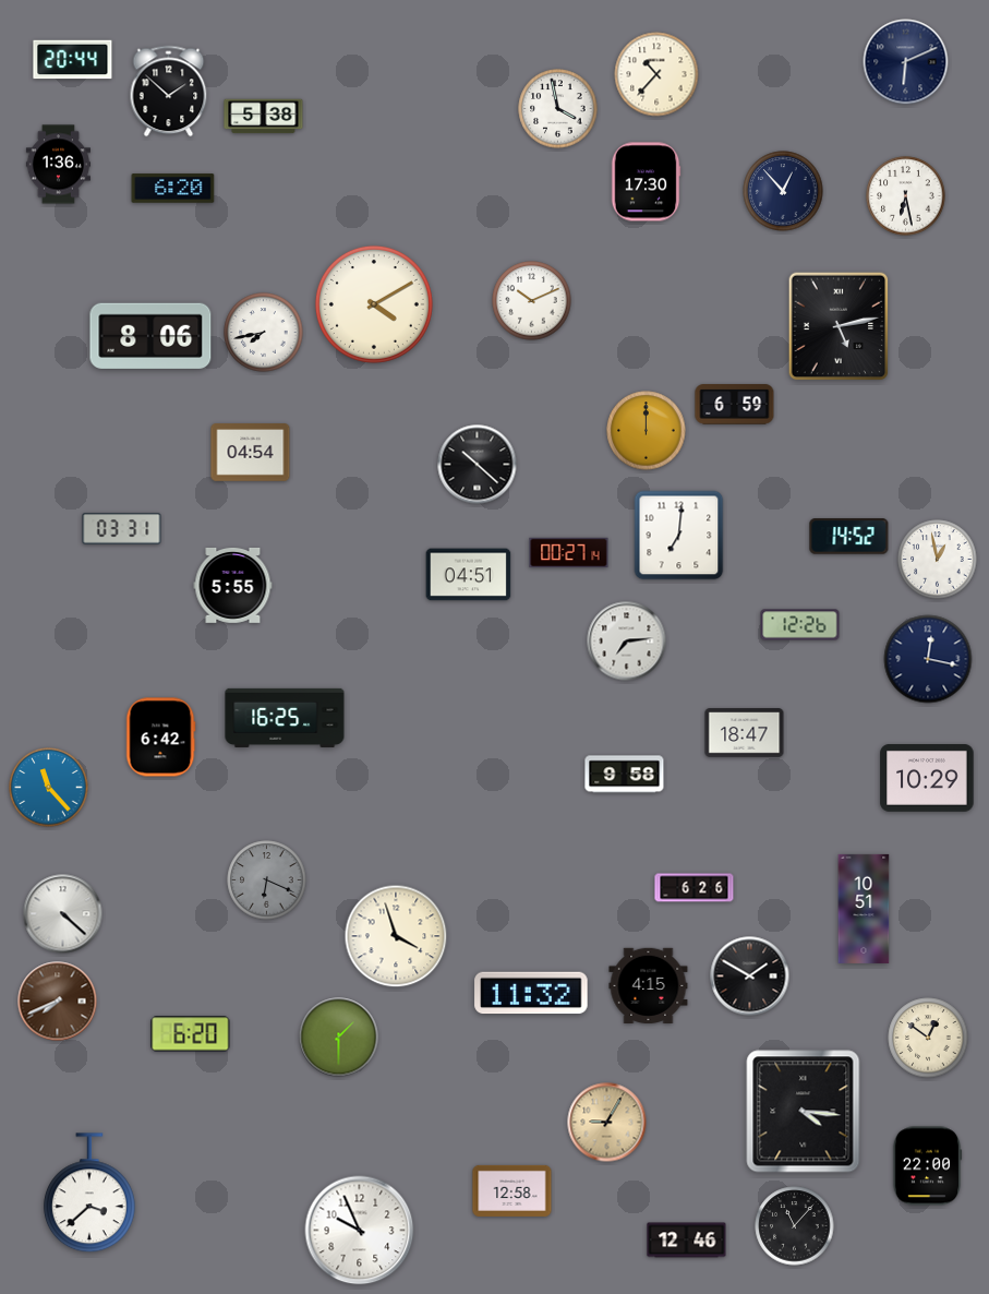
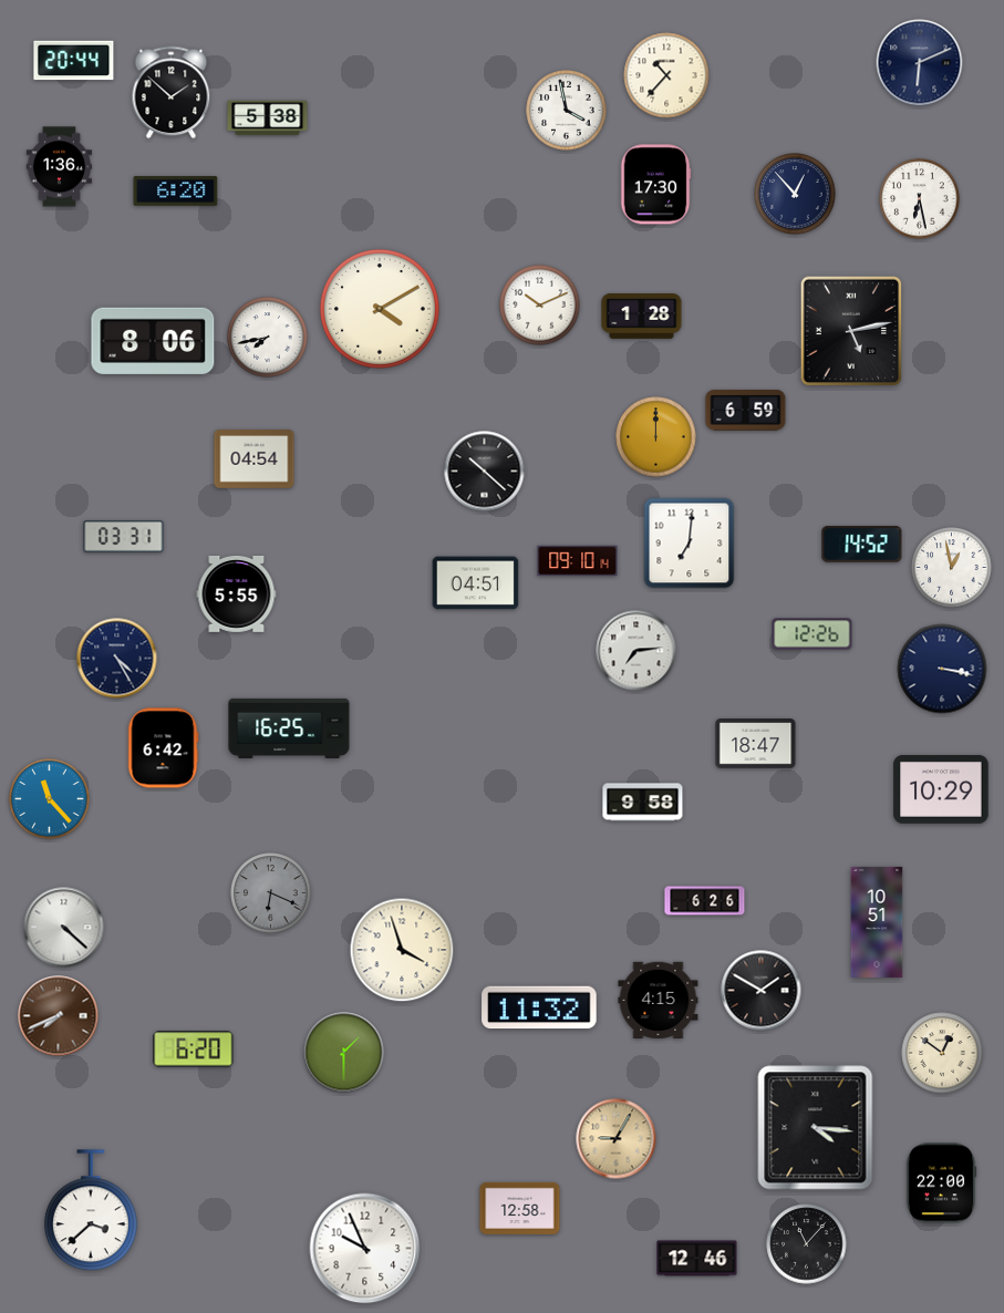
clock at (642, 317): none -> 1:28
clock at (569, 553): 00:27 -> 09:10
clock at (117, 659): none -> 4:25
clock at (928, 659): 12:17 -> 3:17
clock at (625, 775) position: (625, 775) -> (643, 803)
